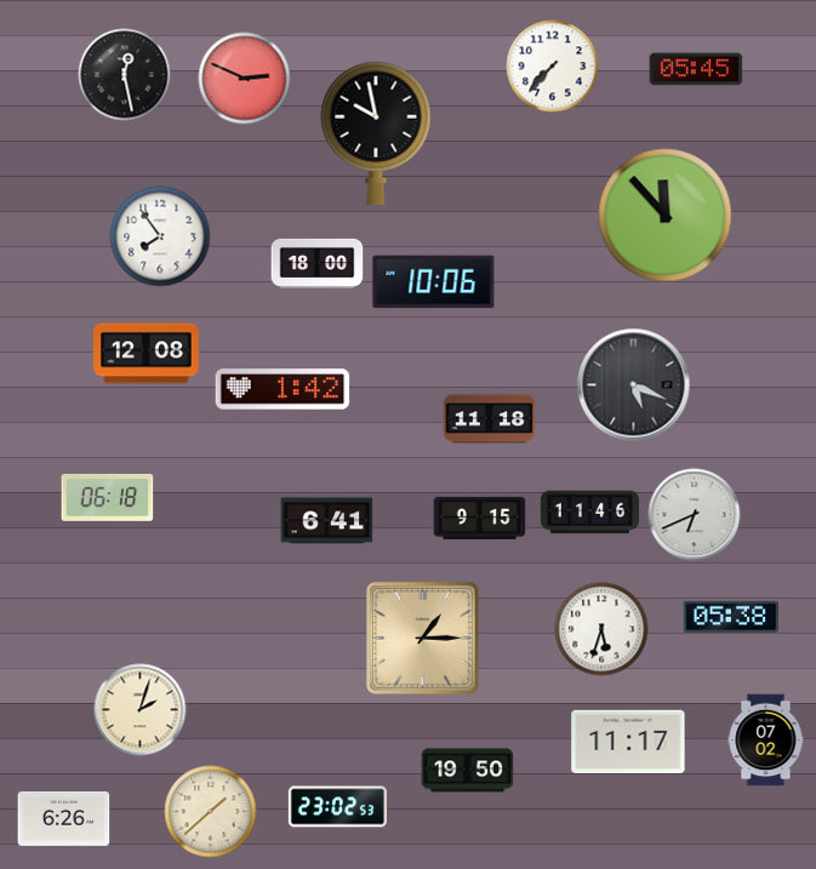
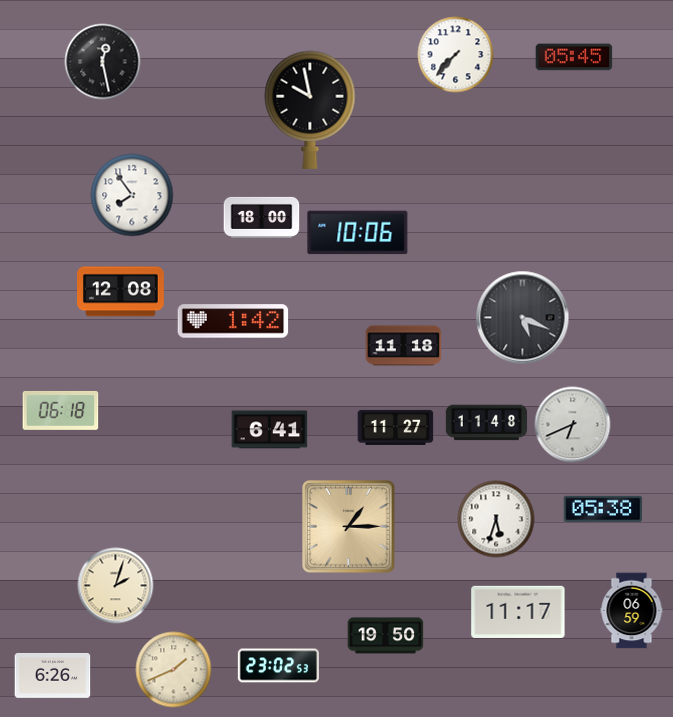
clock at (245, 79): 2:49 -> none
clock at (666, 216): 11:53 -> none
clock at (108, 497) position: (108, 497) -> (61, 410)
clock at (589, 513): 11:46 -> 11:48
clock at (480, 518): 9:15 -> 11:27
clock at (766, 741): 07:02 -> 06:59
clock at (211, 812): 1:38 -> 1:41
